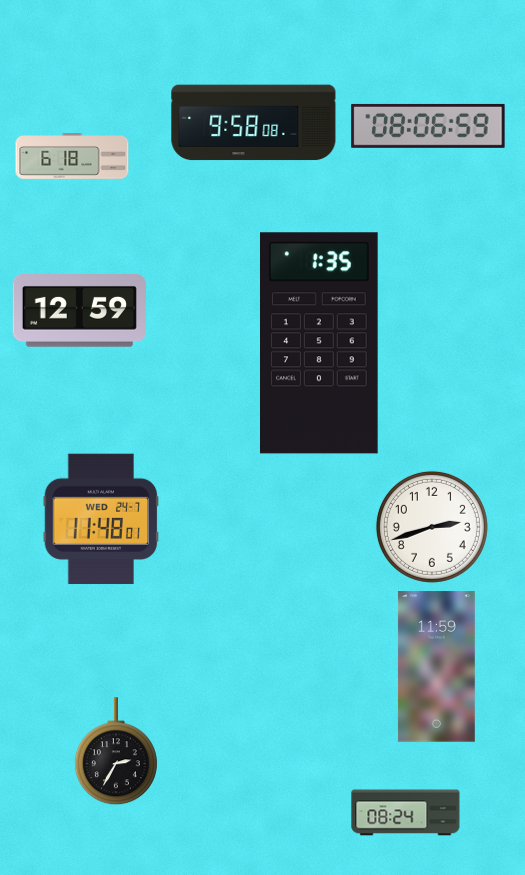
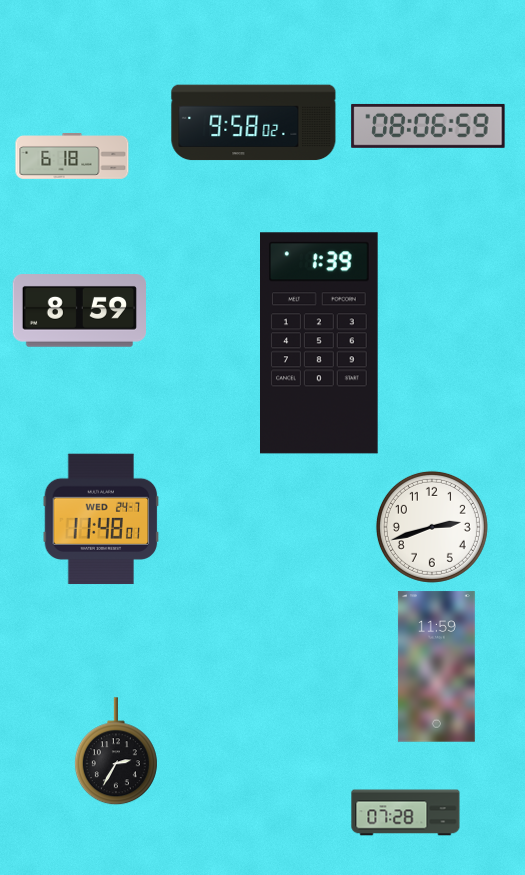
clock at (254, 123): 9:58:08 -> 9:58:02
clock at (79, 311): 12:59 -> 8:59
clock at (320, 343): 1:35 -> 1:39
clock at (406, 813): 08:24 -> 07:28
